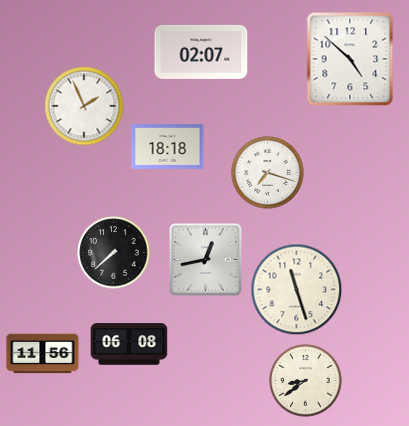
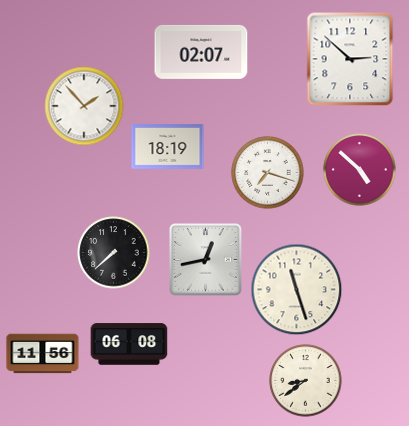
clock at (350, 59): 4:52 -> 2:52
clock at (84, 106): 1:56 -> 1:53
clock at (168, 147): 18:18 -> 18:19
clock at (360, 170): none -> 4:52
